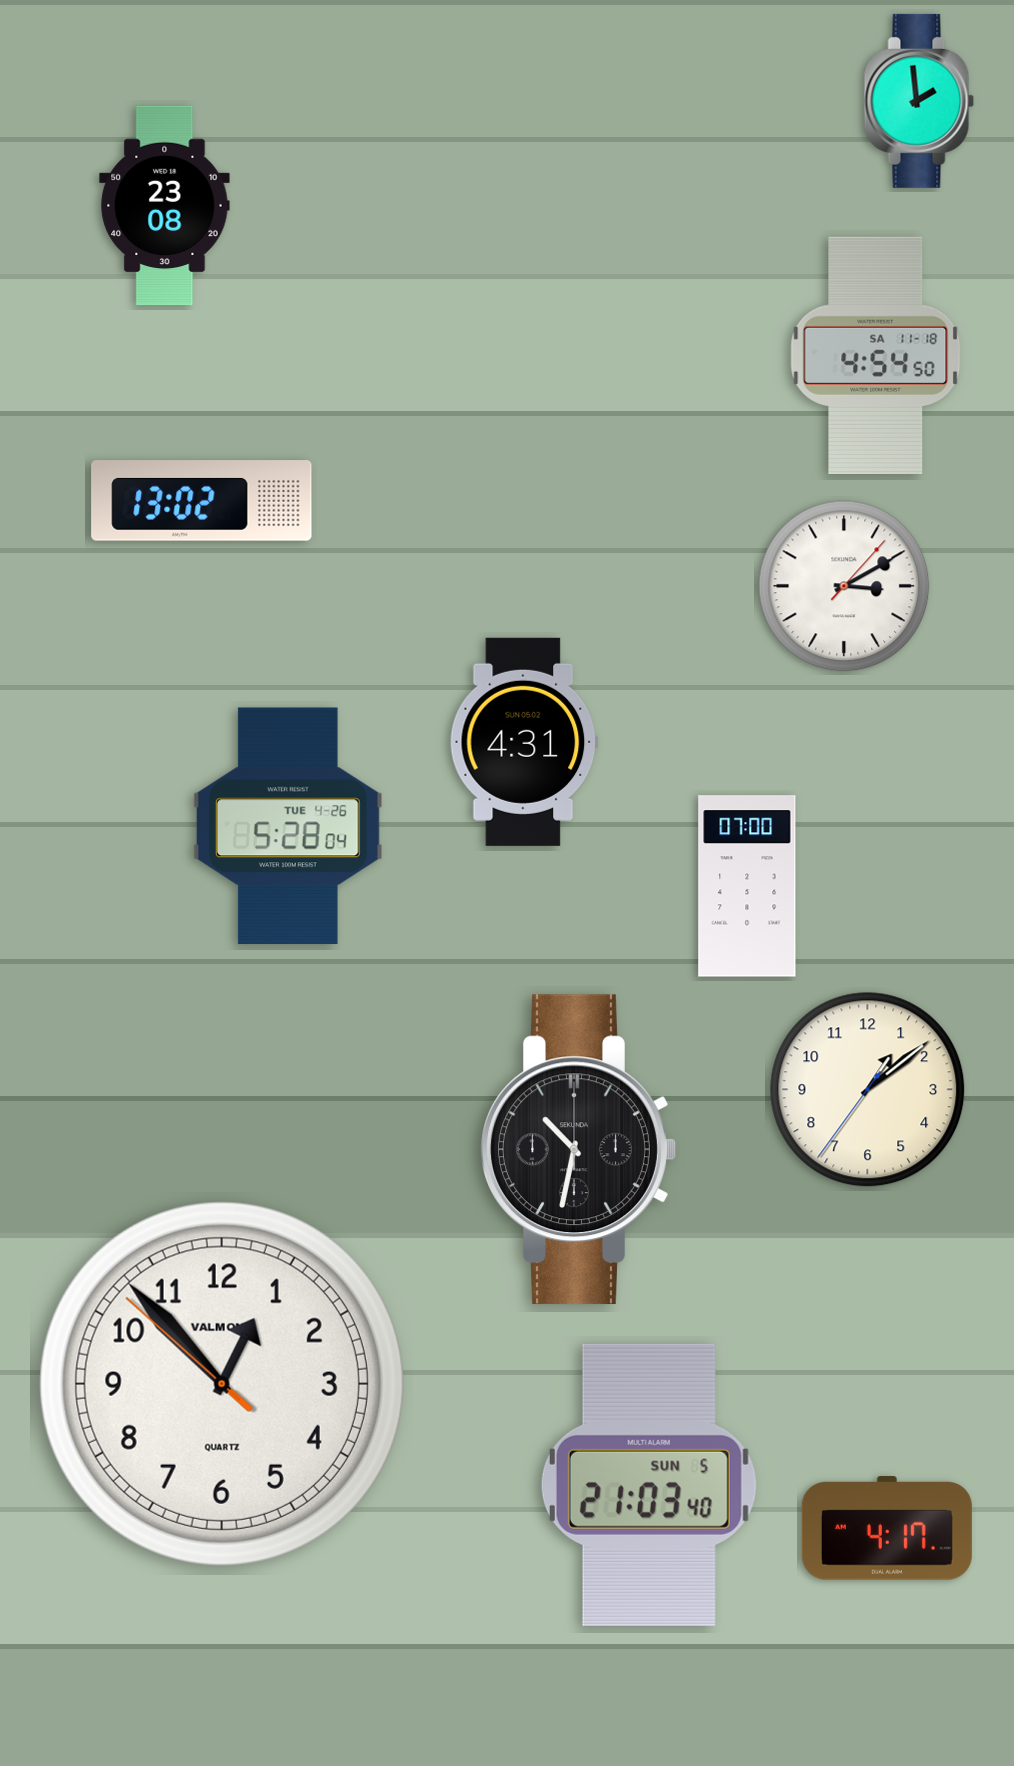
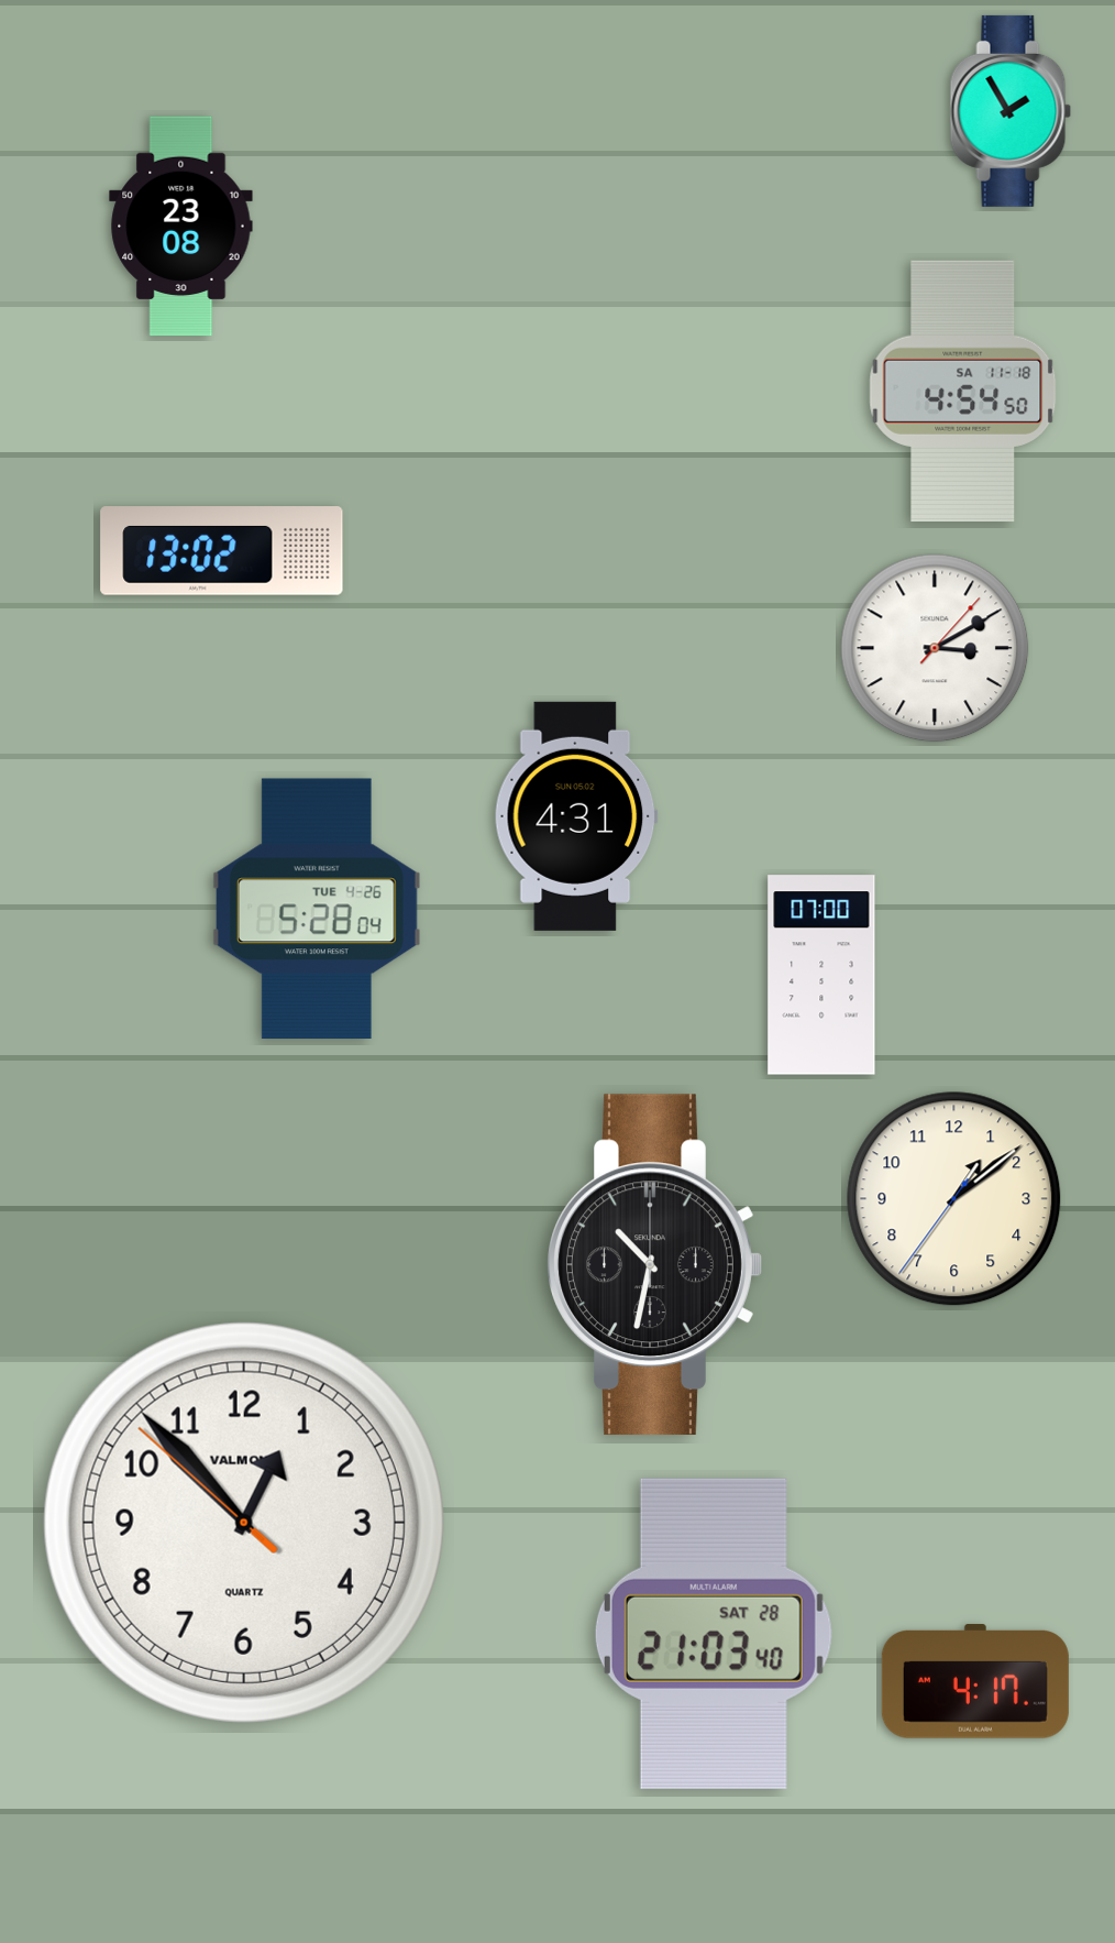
clock at (919, 101): 1:59 -> 1:55
clock at (844, 586) position: (844, 586) -> (935, 648)
clock at (578, 1150) position: (578, 1150) -> (654, 1265)
clock at (649, 1485) date: SUN 5 -> SAT 28
